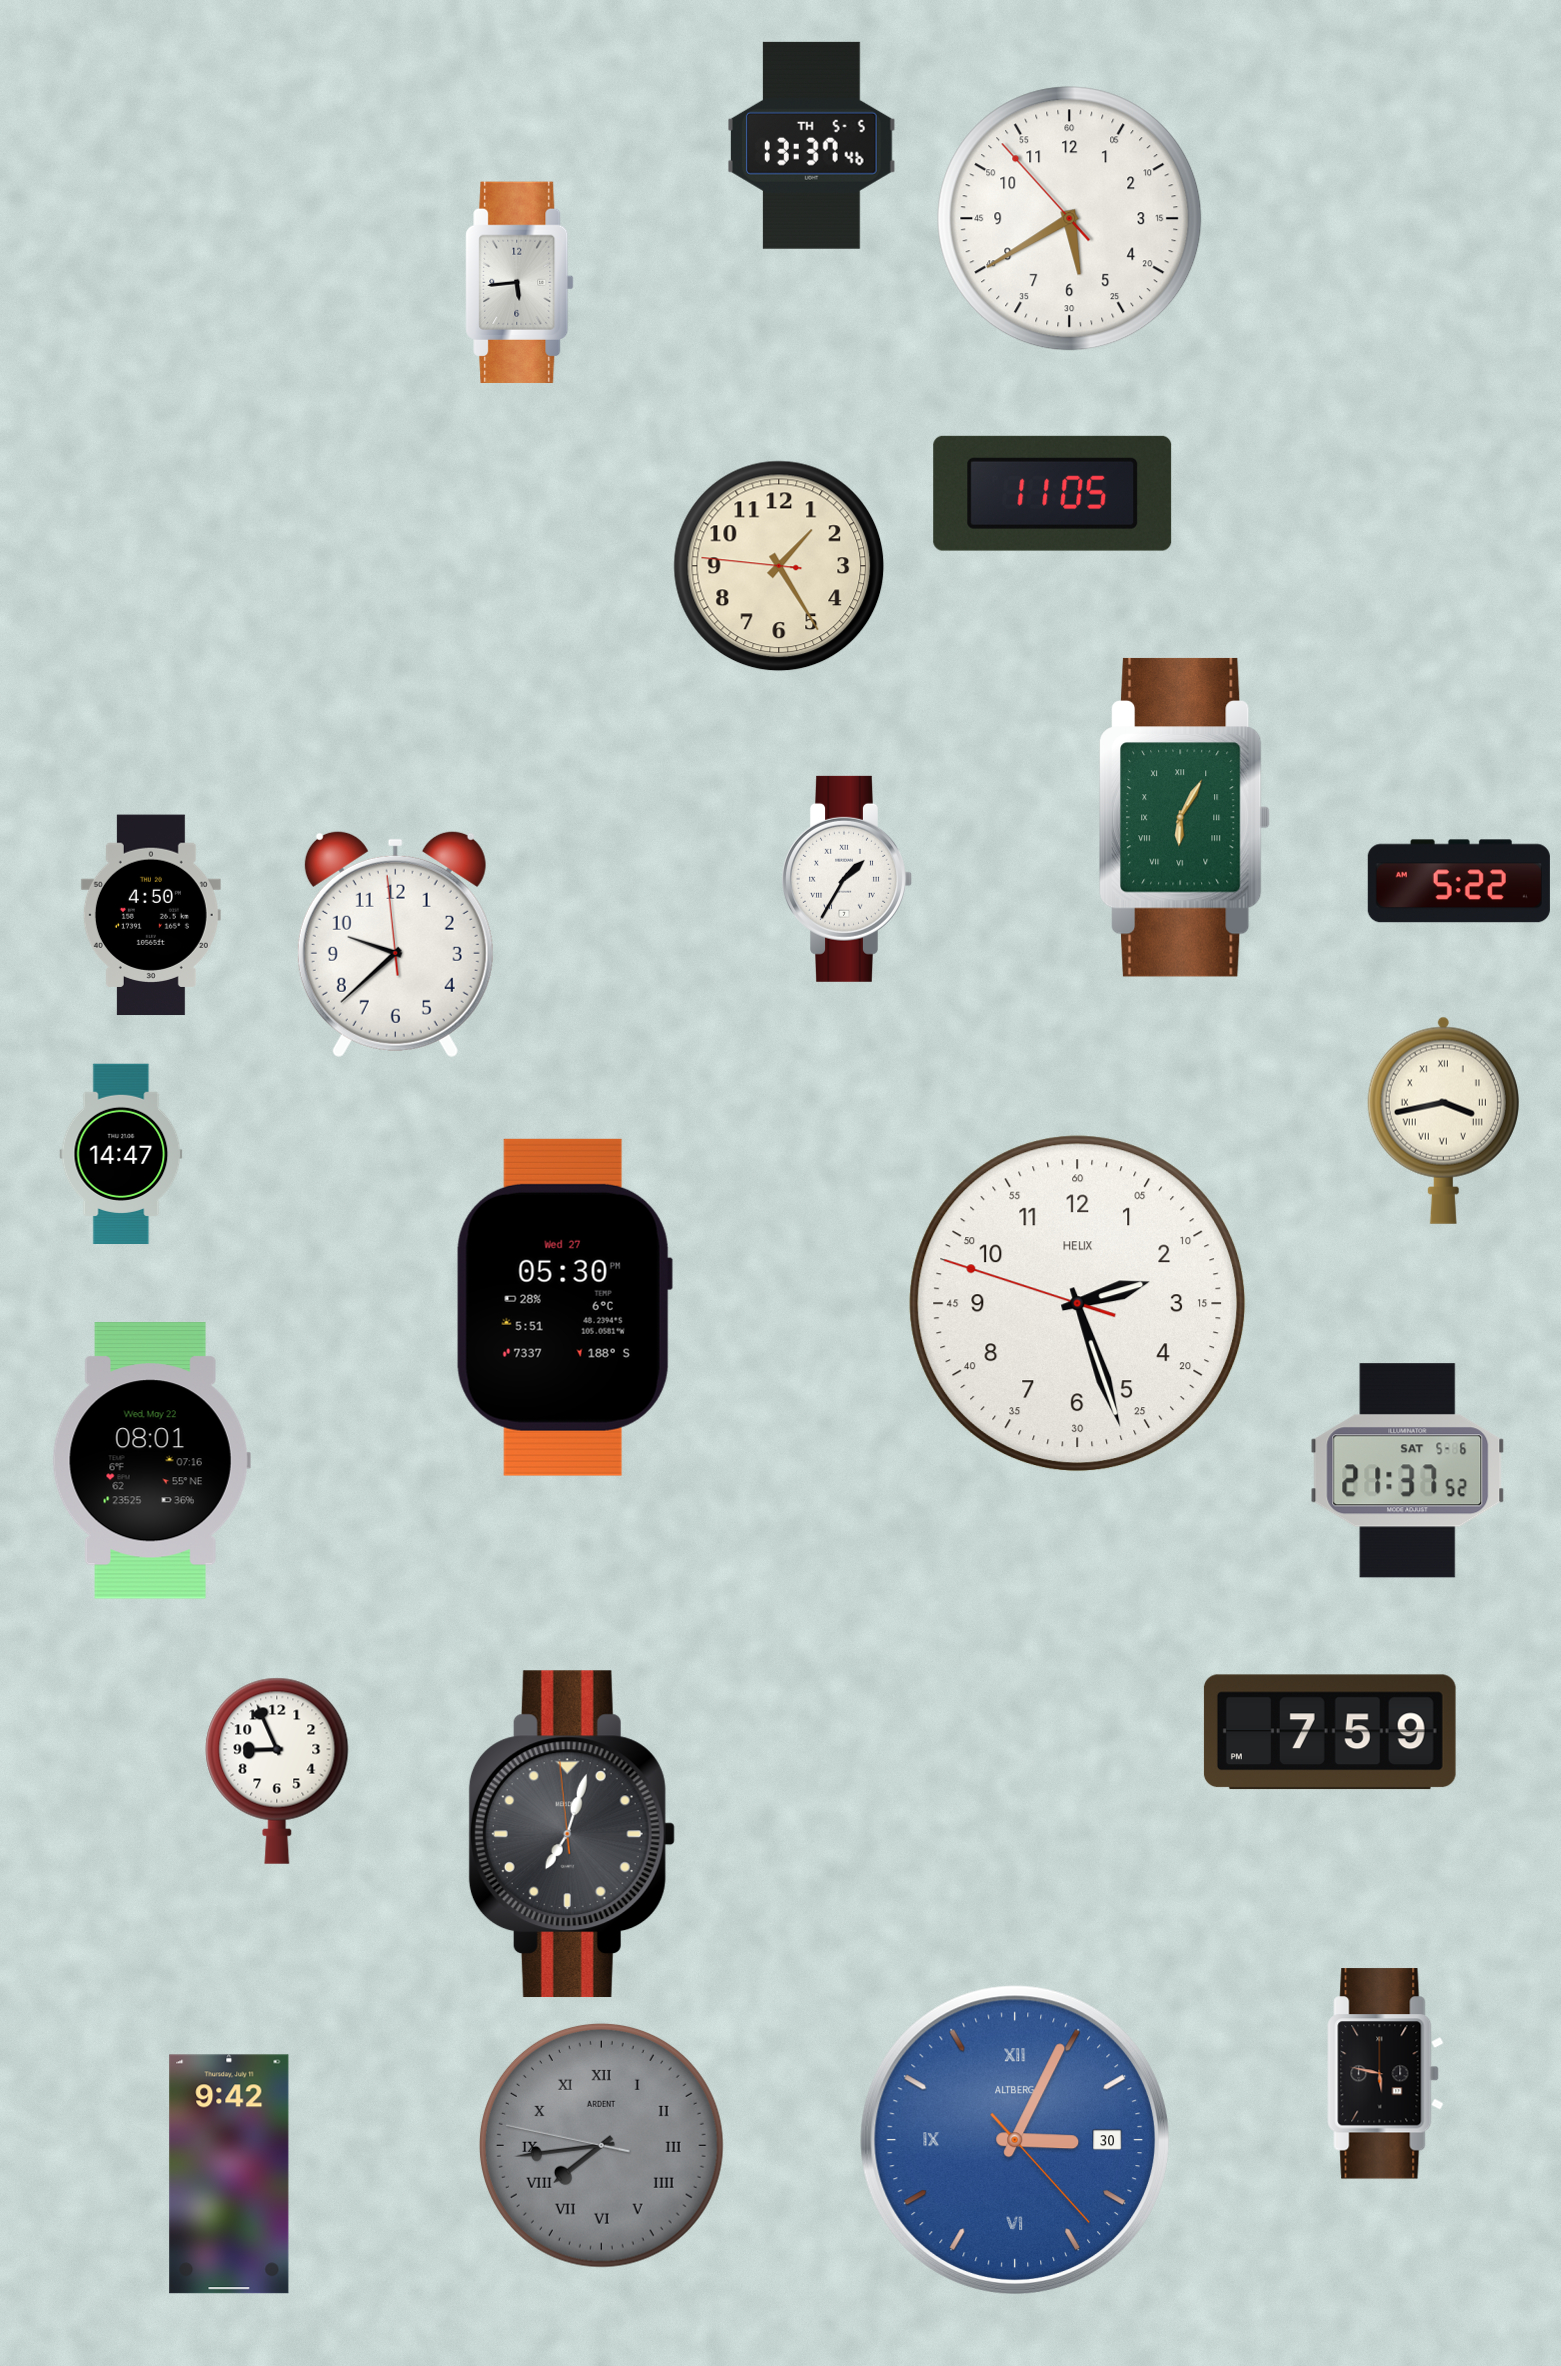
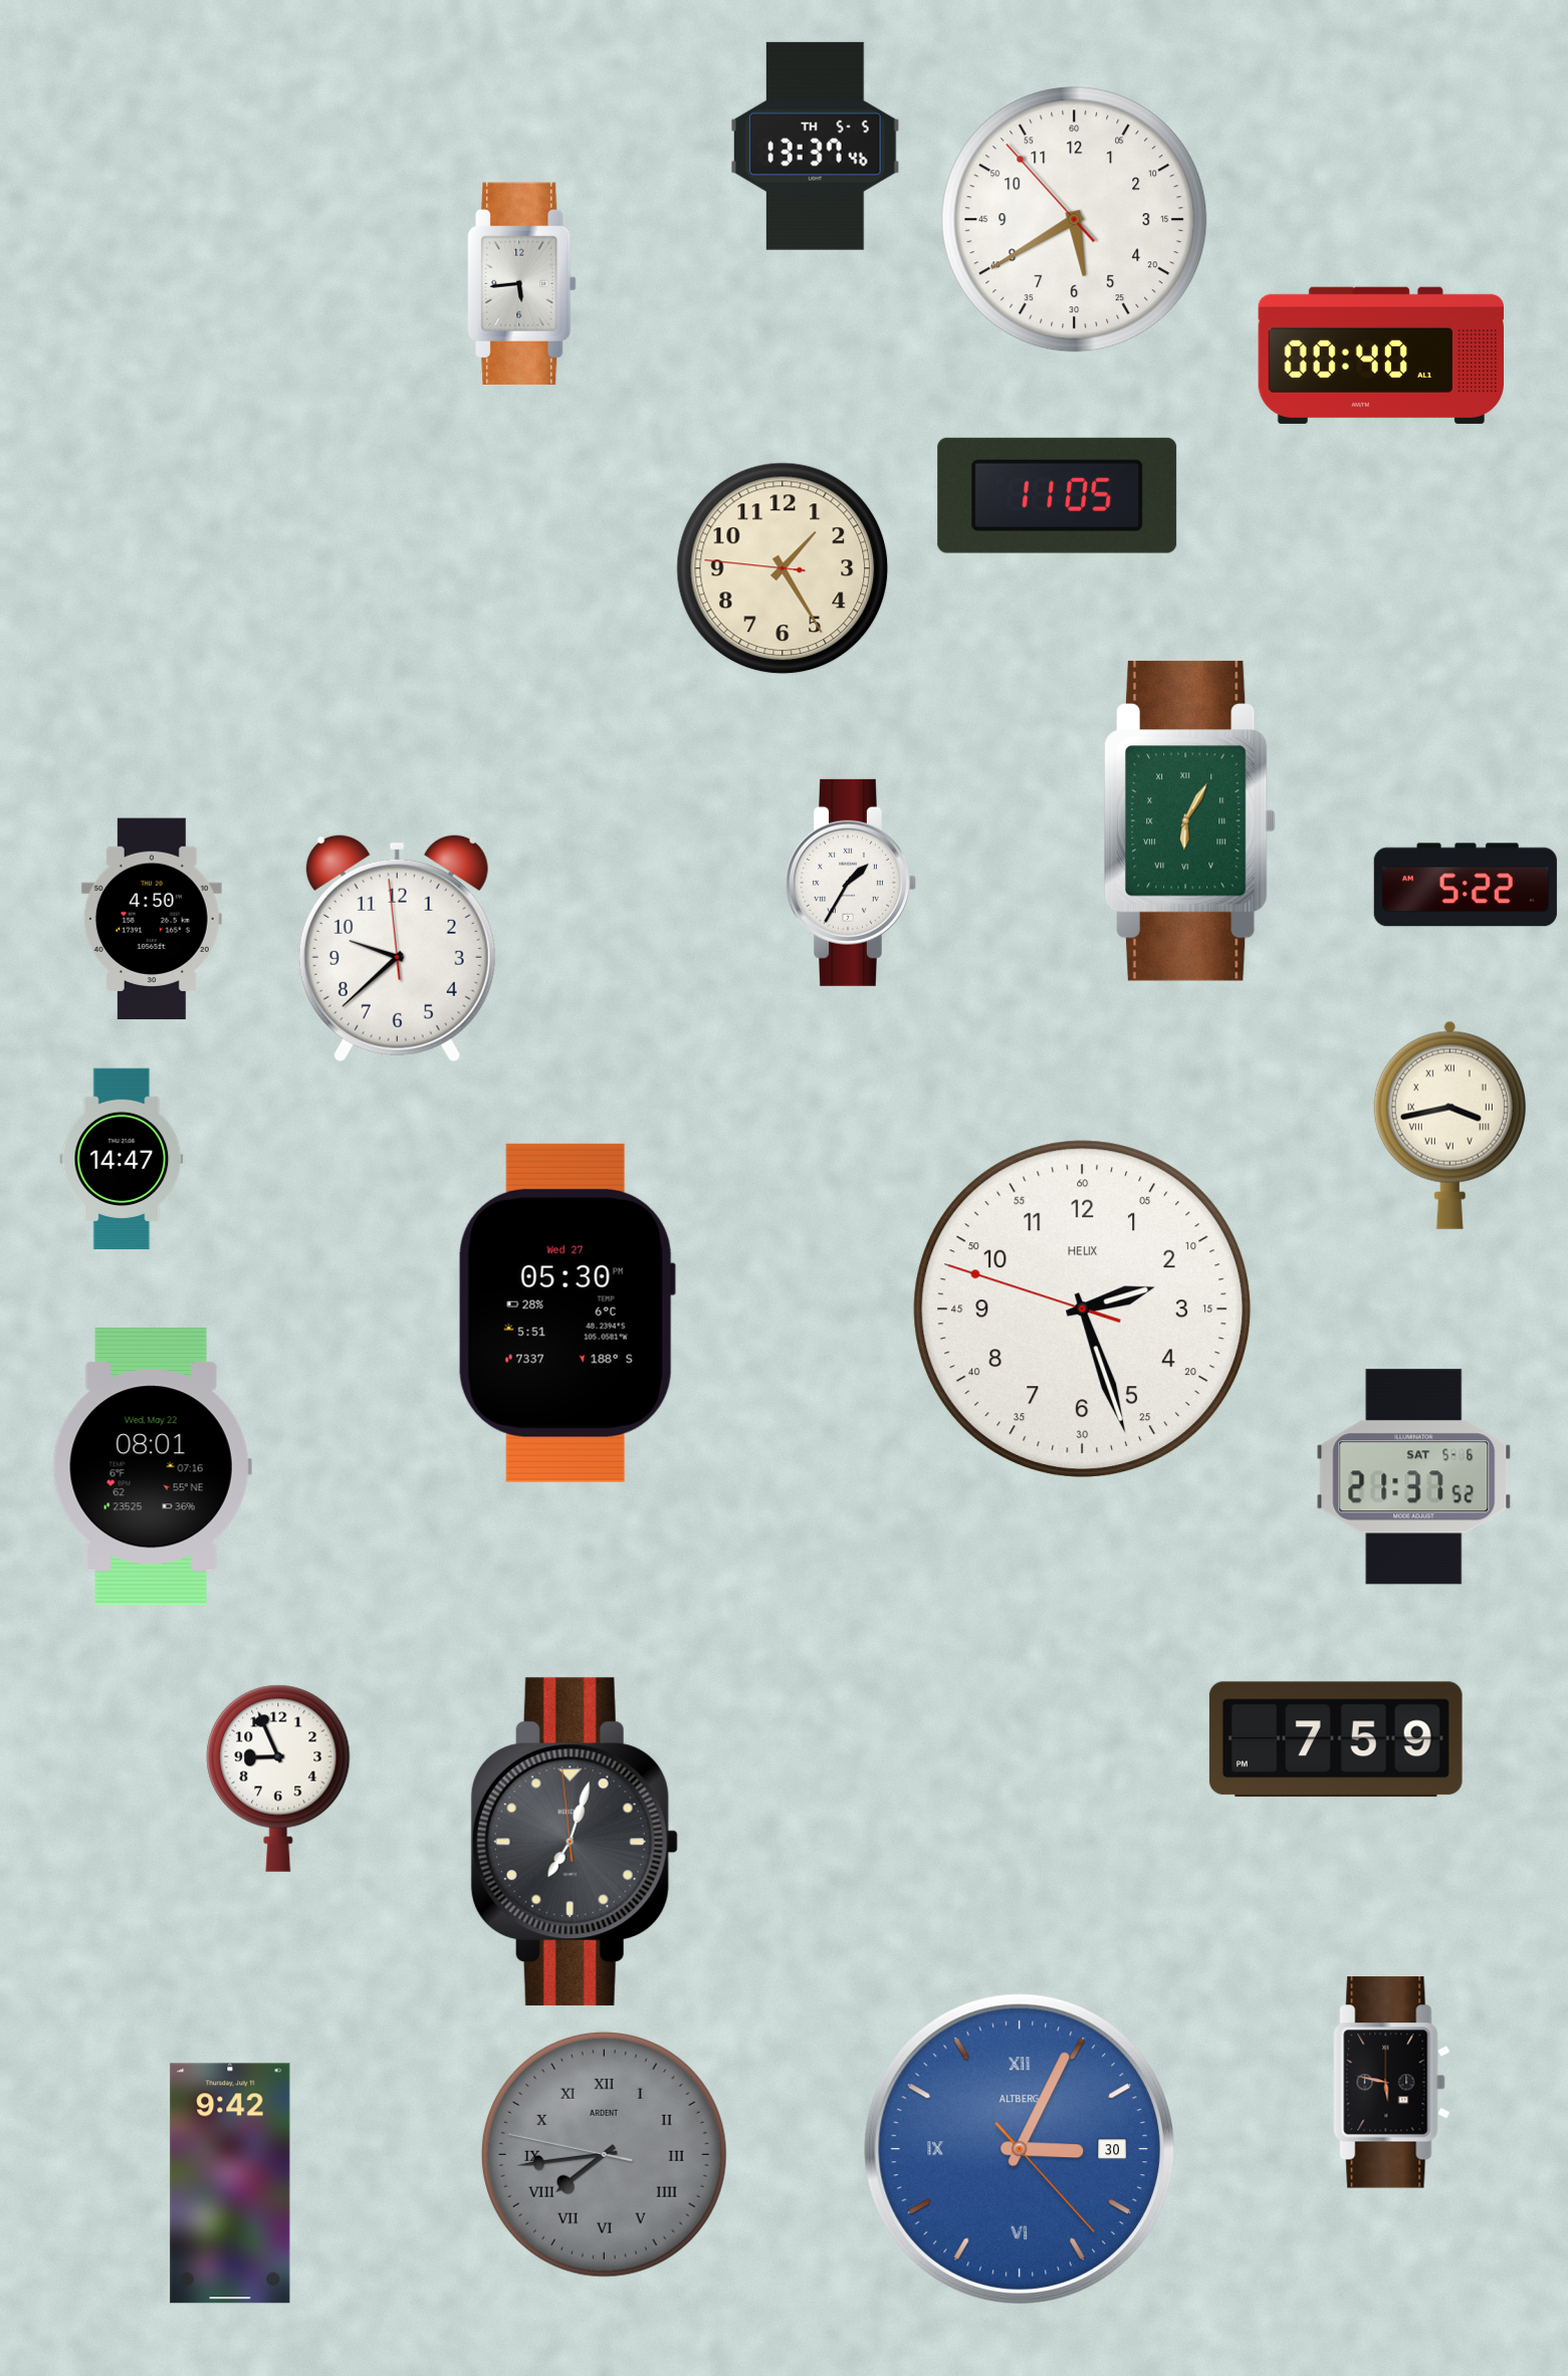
clock at (1380, 355): none -> 00:40
